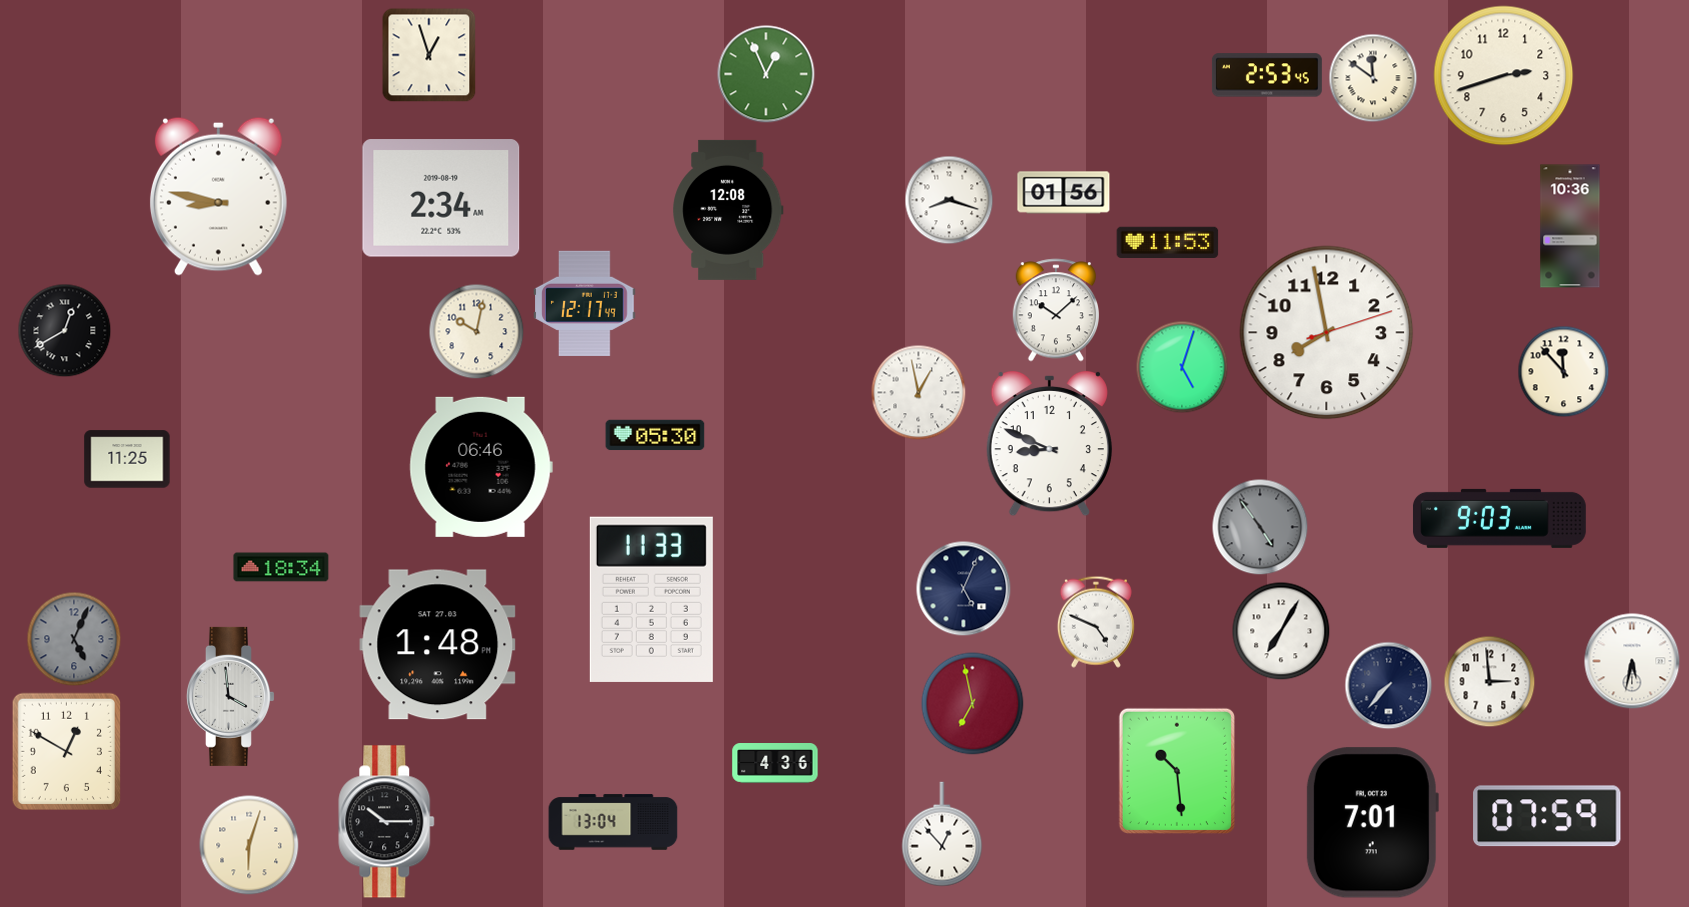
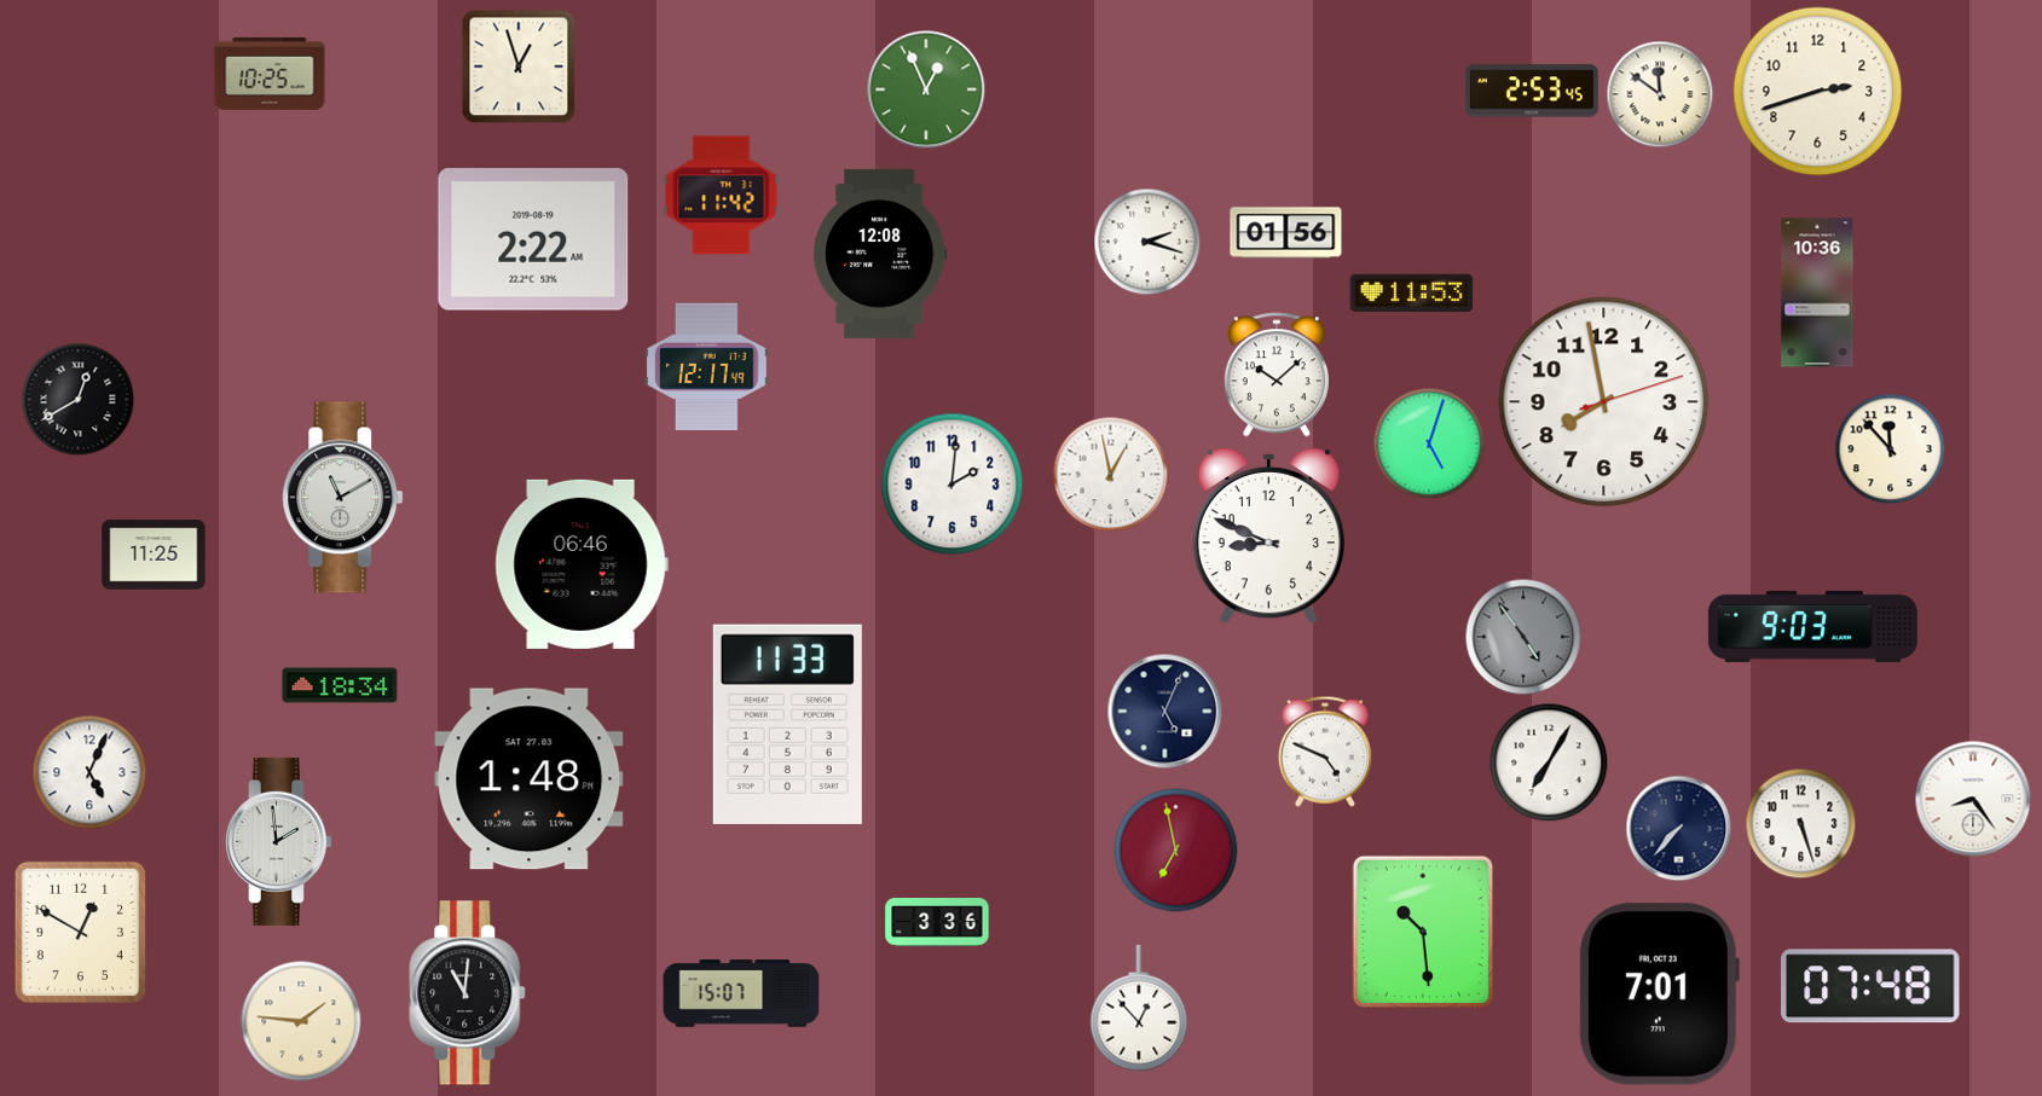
clock at (270, 74): none -> 10:25
clock at (722, 196): none -> 11:42
clock at (218, 196): 8:47 -> none
clock at (441, 198): 2:34 -> 2:22
clock at (949, 200): 8:18 -> 2:18
clock at (1570, 226) position: (1570, 226) -> (1817, 292)
clock at (477, 332): 10:02 -> none
clock at (953, 485): none -> 2:01
clock at (343, 498): none -> 11:10
clock at (655, 435): 05:30 -> none
clock at (74, 639) dial: grey -> white
clock at (1632, 661): 5:32 -> 8:24
clock at (1490, 682): 2:59 -> 5:27
clock at (230, 696): 3:59 -> 1:59
clock at (66, 751) position: (66, 751) -> (80, 932)
clock at (775, 764): 4:36 -> 3:36
clock at (1547, 816): 07:59 -> 07:48
clock at (387, 822): 10:15 -> 11:01
clock at (613, 822): 13:04 -> 15:07
clock at (249, 845): 6:03 -> 1:46
